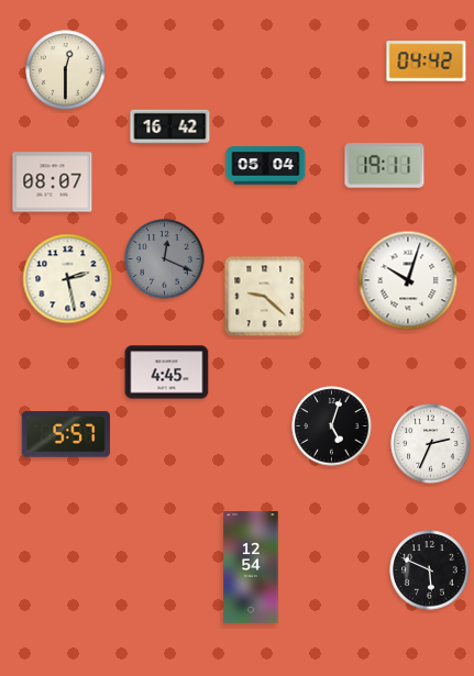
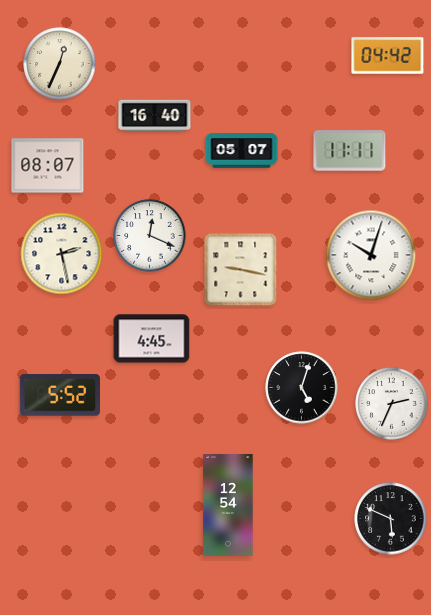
clock at (66, 70): 12:30 -> 12:34
clock at (170, 128): 16:42 -> 16:40
clock at (266, 166): 05:04 -> 05:07
clock at (385, 166): 19:11 -> 11:11
clock at (165, 259) dial: grey -> white
clock at (265, 297): 9:22 -> 9:17
clock at (66, 434): 5:57 -> 5:52
clock at (251, 567) position: (251, 567) -> (228, 505)
